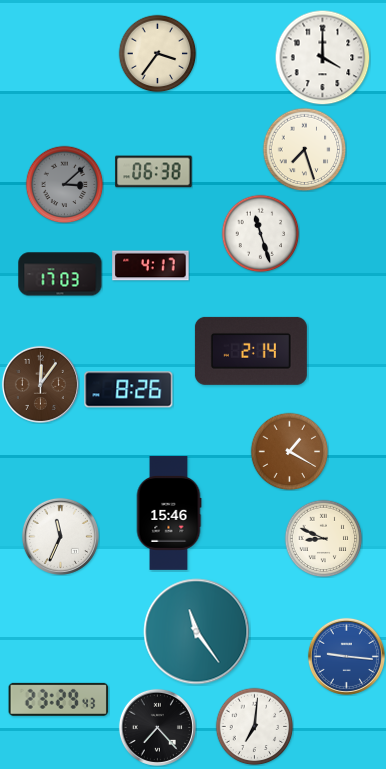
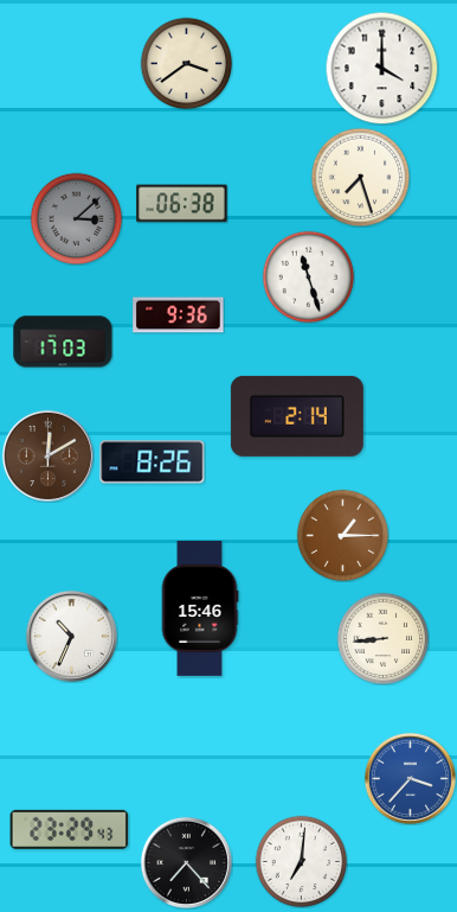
clock at (157, 53): 3:36 -> 3:39
clock at (151, 266): 4:17 -> 9:36
clock at (60, 274) position: (60, 274) -> (63, 342)
clock at (40, 384): 12:06 -> 12:10
clock at (289, 451): 1:20 -> 1:15
clock at (60, 536): 11:34 -> 10:34
clock at (323, 538): 8:49 -> 8:44
clock at (197, 632): 11:24 -> none
clock at (346, 656): 9:16 -> 3:37
